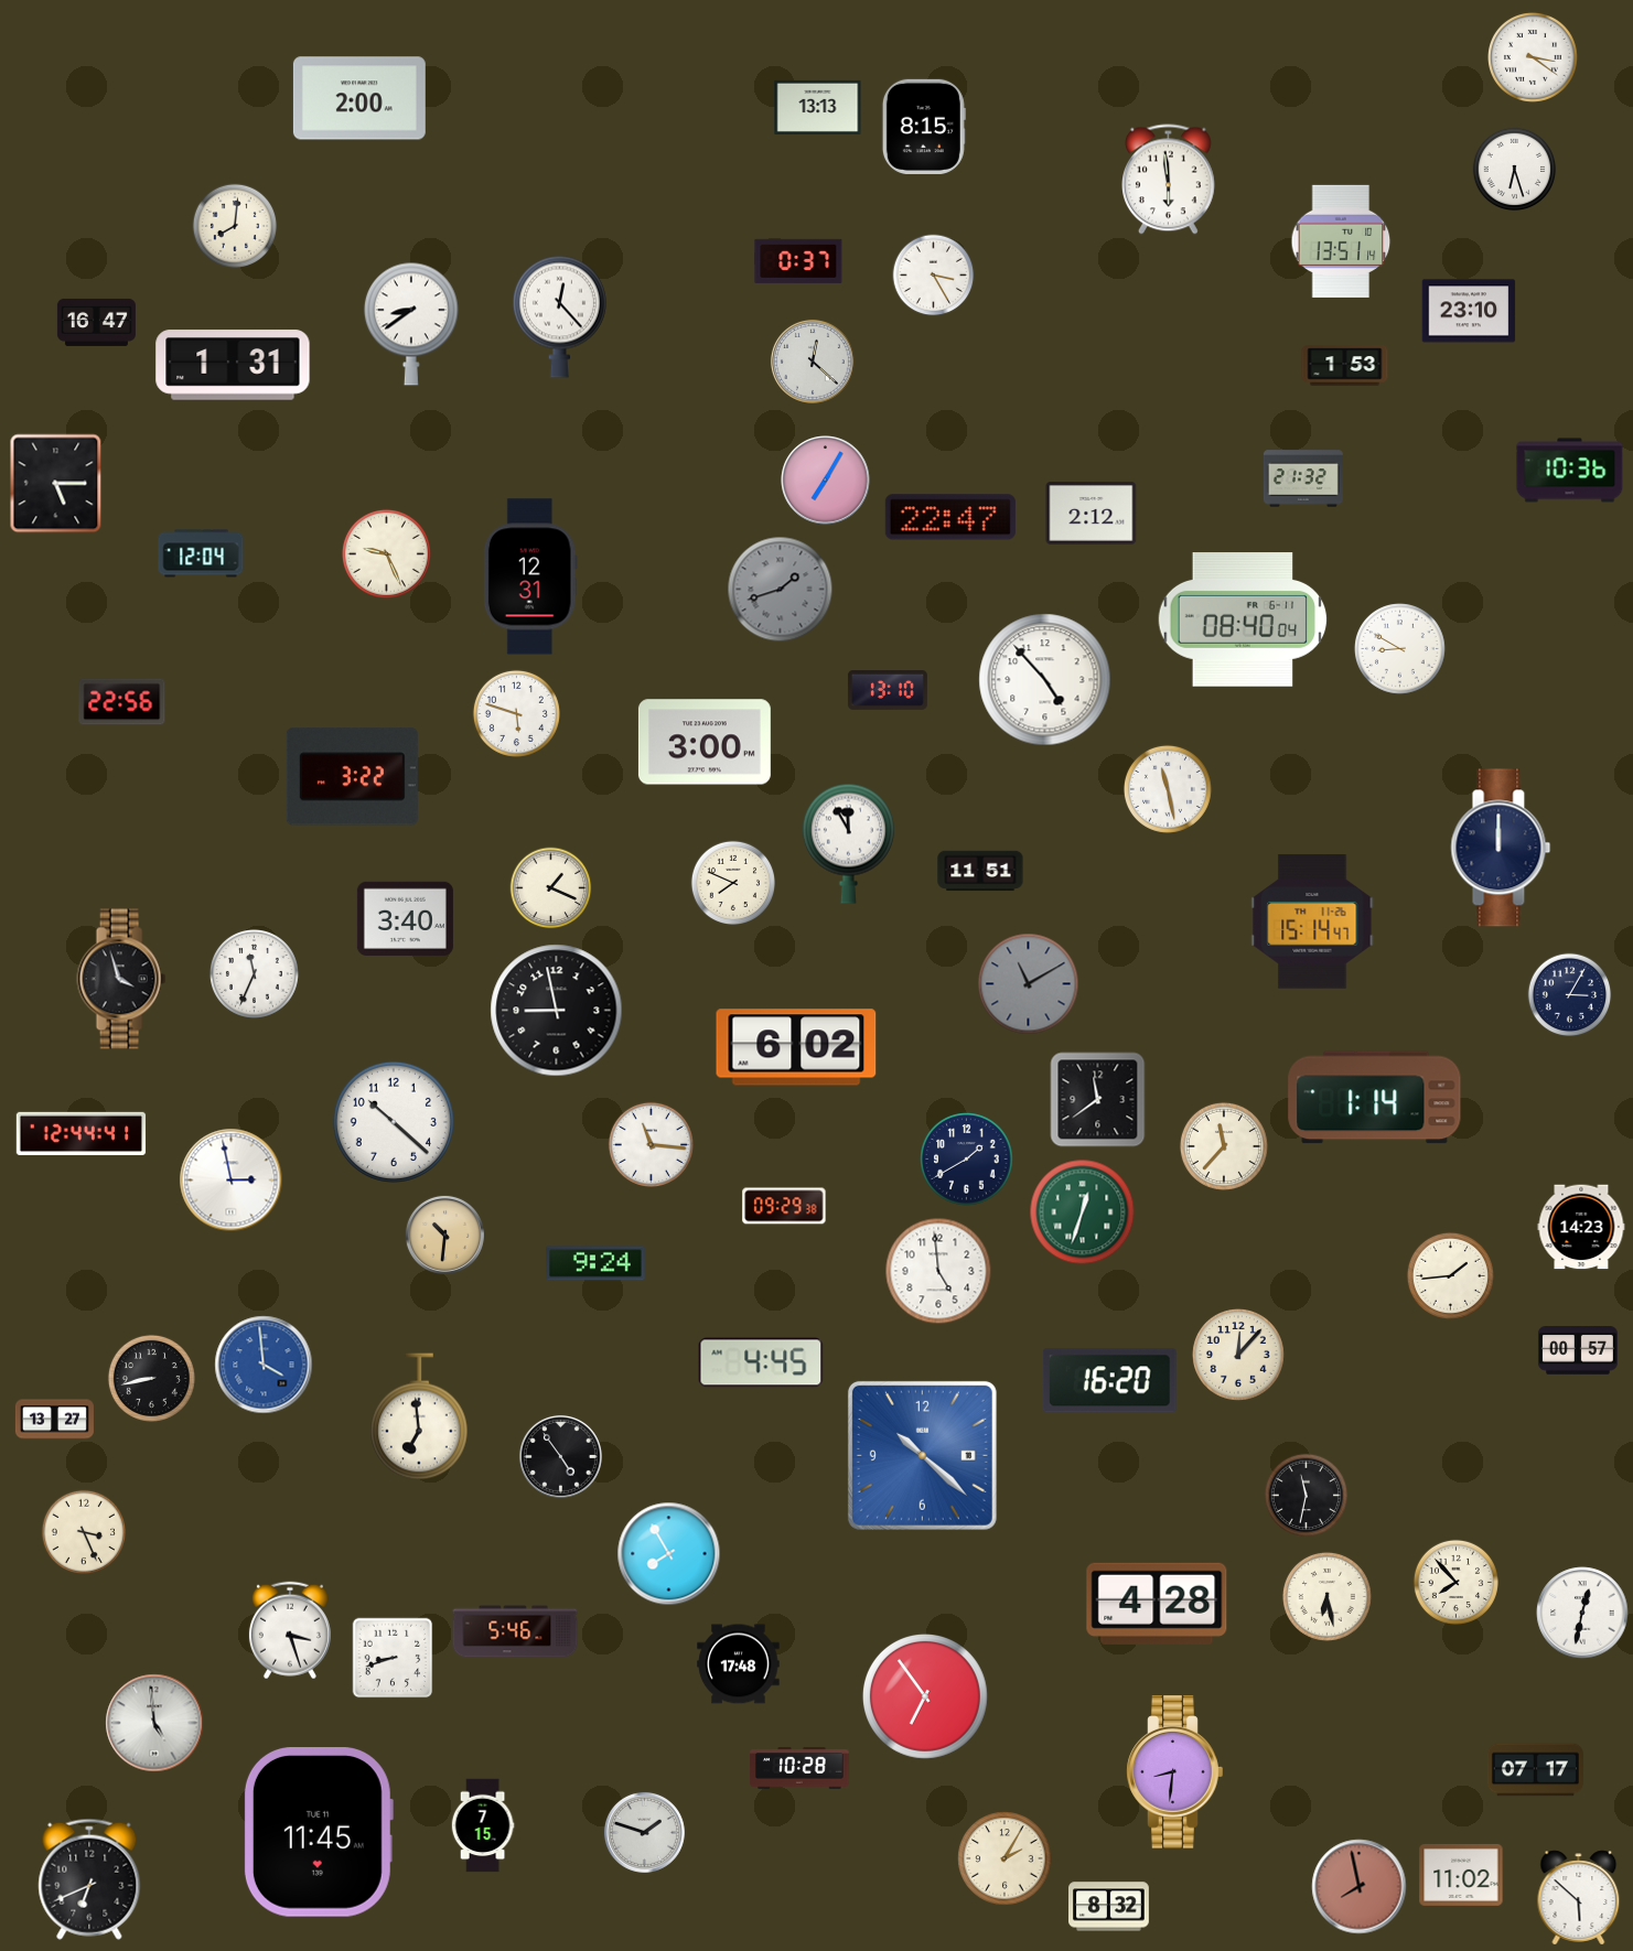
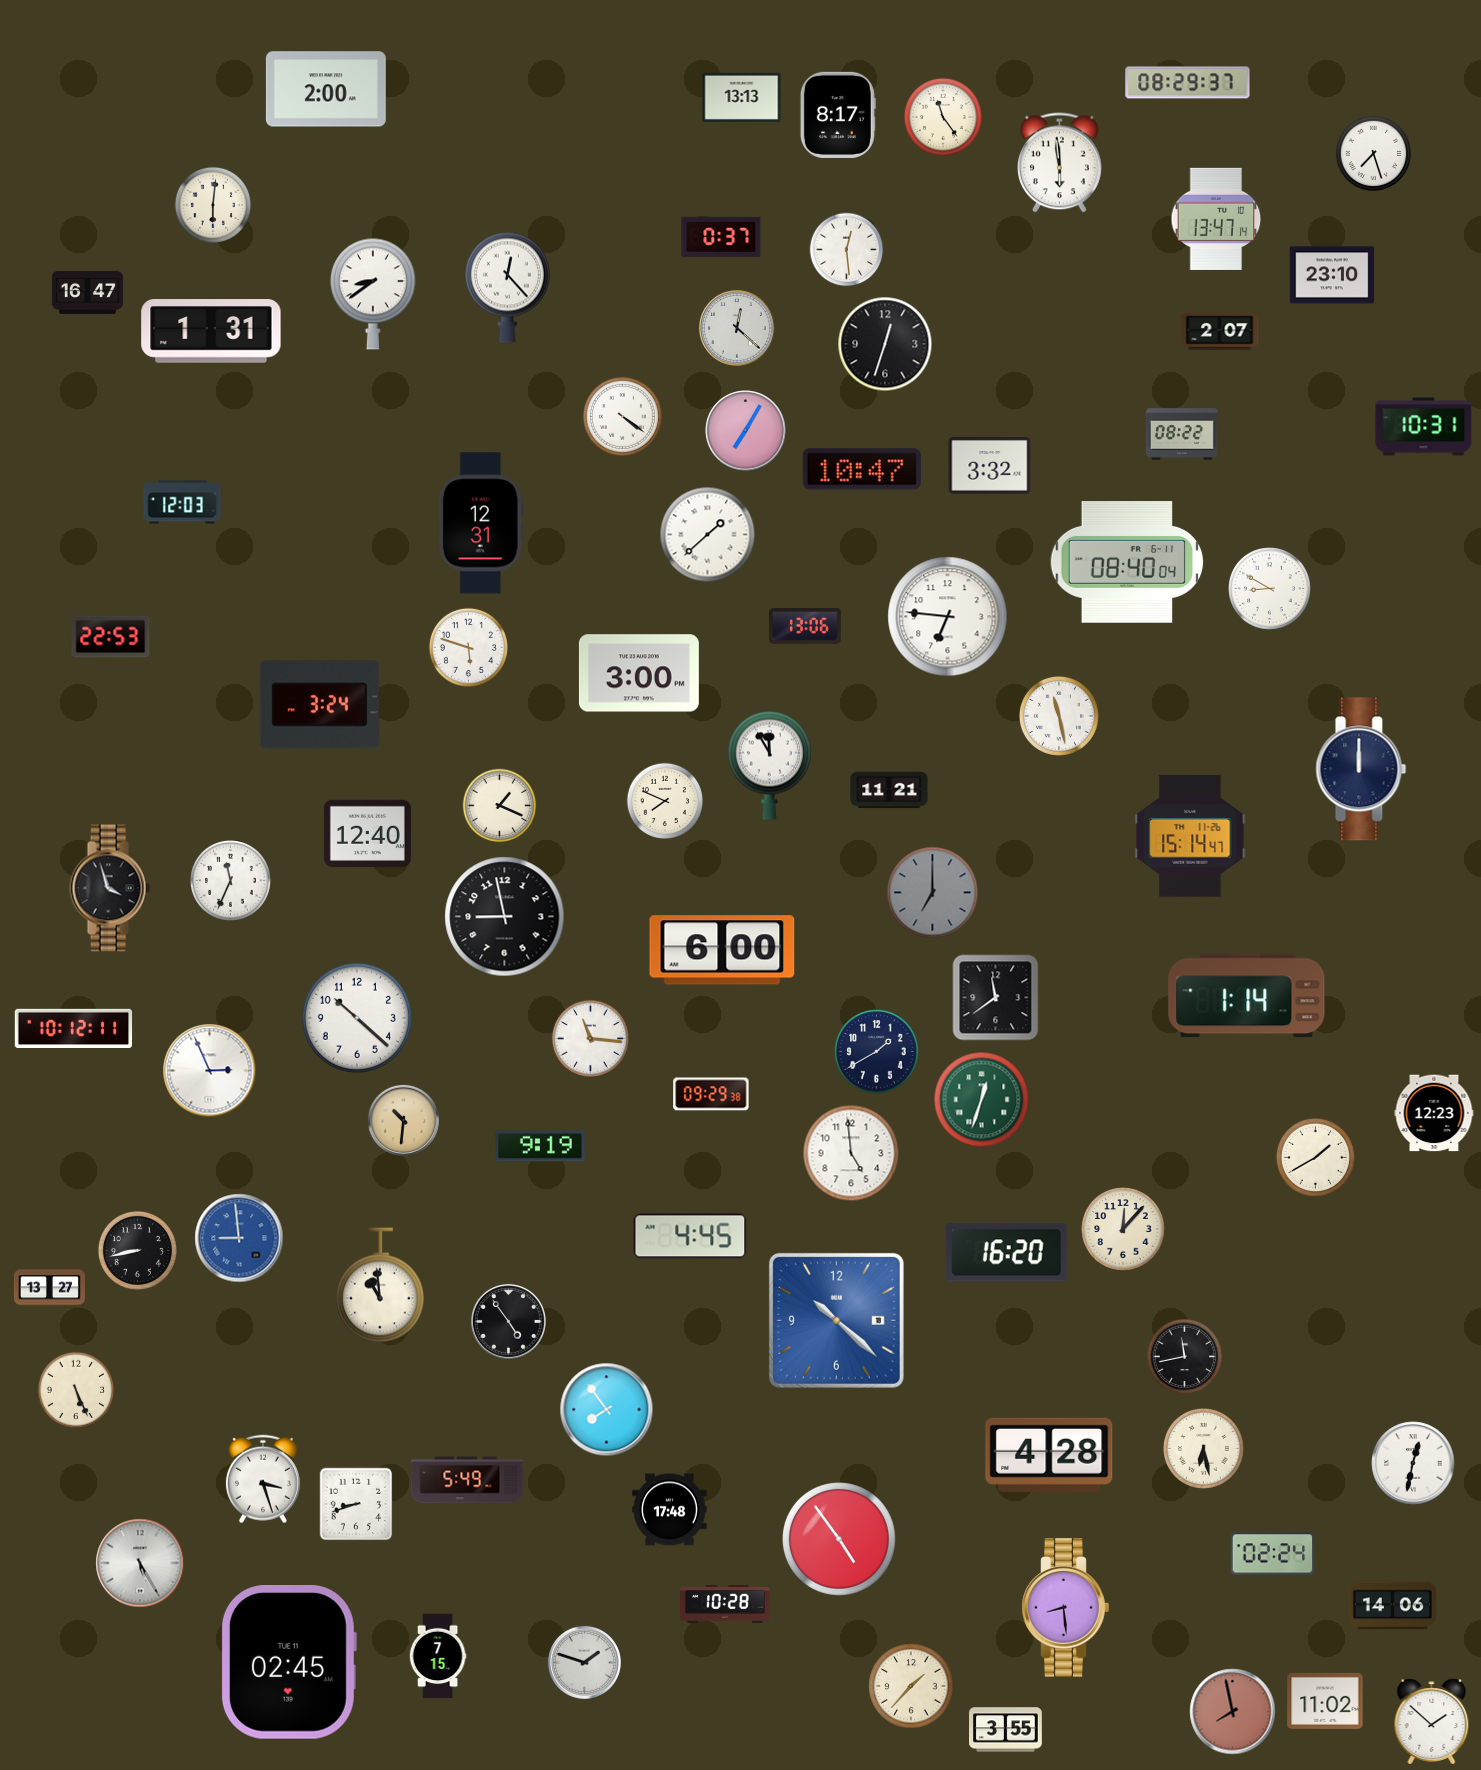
clock at (1534, 58): 3:21 -> none
clock at (1188, 83): none -> 08:29
clock at (924, 127): 8:15 -> 8:17
clock at (943, 117): none -> 11:24
clock at (1515, 170): 6:27 -> 7:27
clock at (234, 225): 8:01 -> 6:01
clock at (1341, 241): 13:51 -> 13:47
clock at (798, 261) position: (798, 261) -> (721, 237)
clock at (934, 276): 3:25 -> 12:29
clock at (1469, 311) position: (1469, 311) -> (1332, 275)
clock at (1345, 366): 1:53 -> 2:07
clock at (885, 344): none -> 12:33
clock at (622, 416): none -> 4:21
clock at (1570, 471): 10:36 -> 10:31
clock at (1303, 478): 21:32 -> 08:22
clock at (826, 481) position: (826, 481) -> (746, 431)
clock at (56, 484): 5:15 -> none
clock at (1092, 513): 2:12 -> 3:32
clock at (950, 517): 22:47 -> 10:47
clock at (201, 553): 12:04 -> 12:03
clock at (386, 553): 9:26 -> none
clock at (781, 590): 1:42 -> 1:38
clock at (781, 590) dial: grey -> white
clock at (1045, 680): 4:53 -> 6:46
clock at (888, 690): 13:10 -> 13:06
clock at (122, 702): 22:56 -> 22:53
clock at (352, 777): 3:22 -> 3:24
clock at (980, 871): 11:51 -> 11:21
clock at (405, 918): 3:40 -> 12:40
clock at (254, 973) position: (254, 973) -> (230, 880)
clock at (1029, 984): 11:10 -> 7:00
clock at (1570, 995): 3:05 -> none
clock at (796, 1047): 6:02 -> 6:00
clock at (82, 1133): 12:44 -> 10:12
clock at (1224, 1146): 11:37 -> none
clock at (232, 1181): 2:58 -> 2:56
clock at (1581, 1227): 14:23 -> 12:23
clock at (595, 1263): 9:24 -> 9:19
clock at (1450, 1275): 1:44 -> 1:40
clock at (1578, 1350): 00:57 -> none
clock at (264, 1365): 3:59 -> 8:59
clock at (420, 1416): 6:59 -> 10:59
clock at (1307, 1496): 11:32 -> 11:43
clock at (83, 1531): 3:26 -> 5:26
clock at (669, 1554): 7:55 -> 7:54
clock at (1455, 1582): 7:53 -> none
clock at (1582, 1613) position: (1582, 1613) -> (1413, 1463)
clock at (515, 1631): 5:46 -> 5:49
clock at (925, 1696): 6:54 -> 4:54
clock at (1273, 1554): none -> 02:24
clock at (154, 1723): 4:59 -> 5:25
clock at (1535, 1770): 07:17 -> 14:06
clock at (1175, 1772): 8:31 -> 8:29
clock at (318, 1833): 11:45 -> 02:45
clock at (1004, 1858): 2:05 -> 1:37
clock at (89, 1879): 6:41 -> none
clock at (1579, 1898): 5:52 -> 1:52
clock at (1109, 1907): 8:32 -> 3:55
